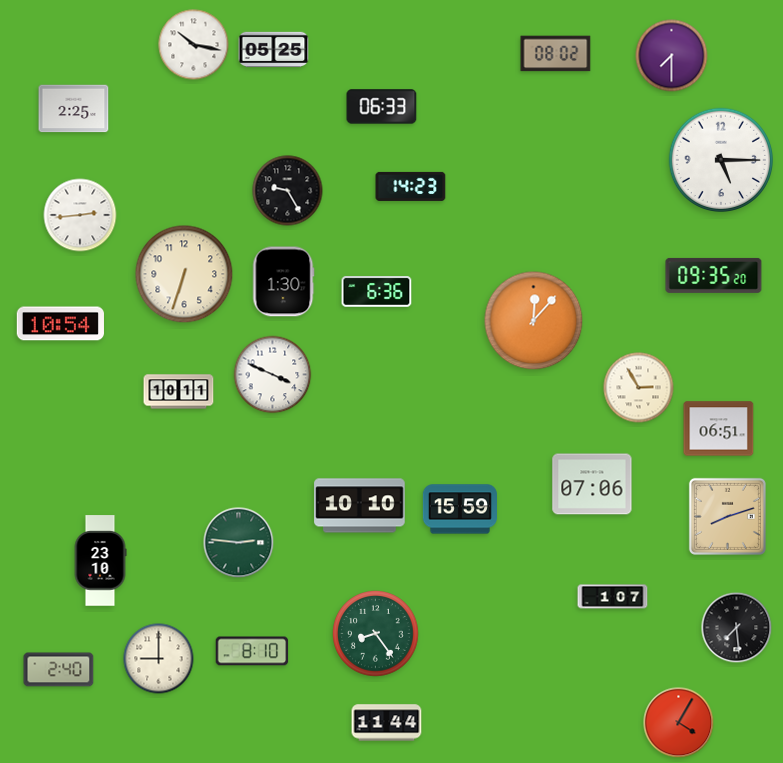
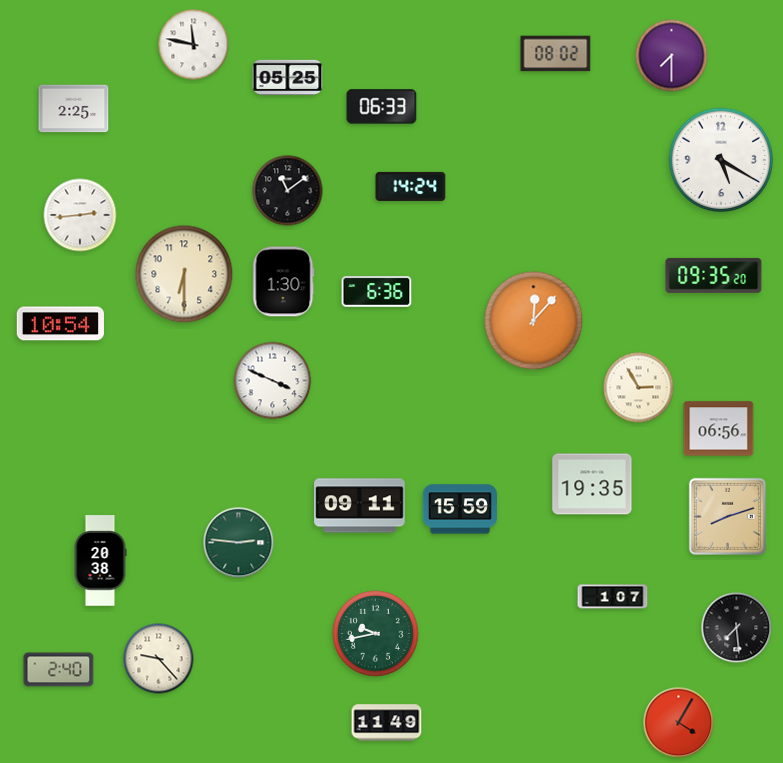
clock at (194, 45): 10:17 -> 11:47
clock at (274, 49) position: (274, 49) -> (288, 77)
clock at (720, 159): 5:15 -> 5:20
clock at (411, 186): 14:23 -> 14:24
clock at (288, 191): 9:25 -> 11:09
clock at (184, 274): 6:33 -> 6:30
clock at (273, 375) position: (273, 375) -> (273, 381)
clock at (179, 392): 10:11 -> none
clock at (719, 429): 06:51 -> 06:56
clock at (592, 484): 07:06 -> 19:35
clock at (360, 506): 10:10 -> 09:11
clock at (100, 561): 23:10 -> 20:38
clock at (376, 634): 8:24 -> 9:43
clock at (252, 651): 8:10 -> none
clock at (159, 659): 9:00 -> 9:23
clock at (387, 723): 11:44 -> 11:49
